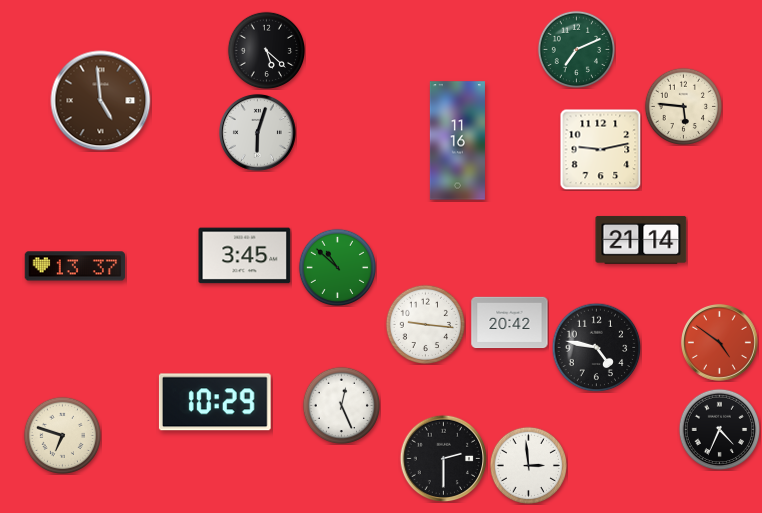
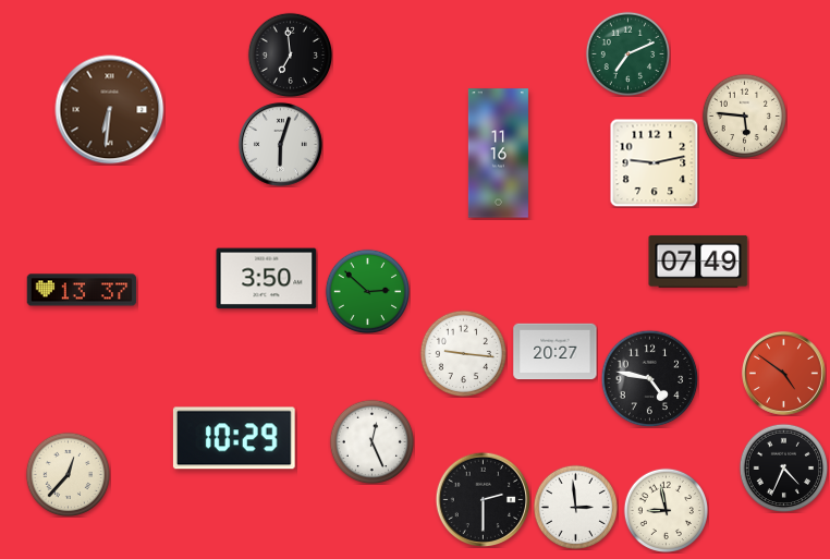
clock at (266, 50): 5:22 -> 6:59
clock at (101, 101): 4:59 -> 6:31
clock at (641, 240): 21:14 -> 07:49
clock at (245, 256): 3:45 -> 3:50
clock at (337, 267): 10:52 -> 2:52
clock at (510, 323): 20:42 -> 20:27
clock at (62, 435): 6:48 -> 12:37
clock at (666, 510): none -> 8:58
